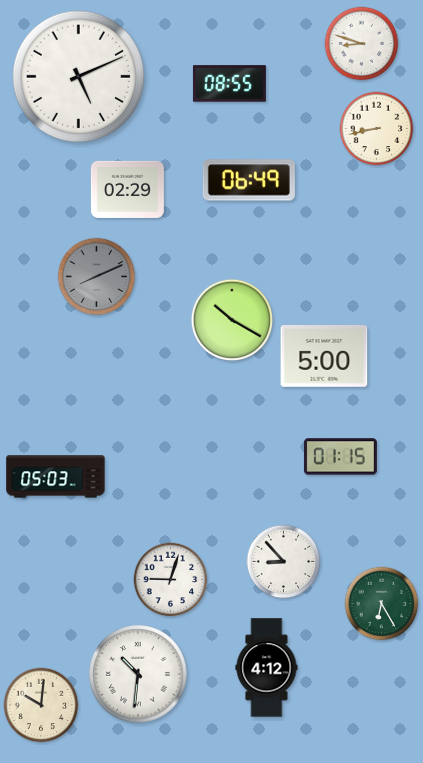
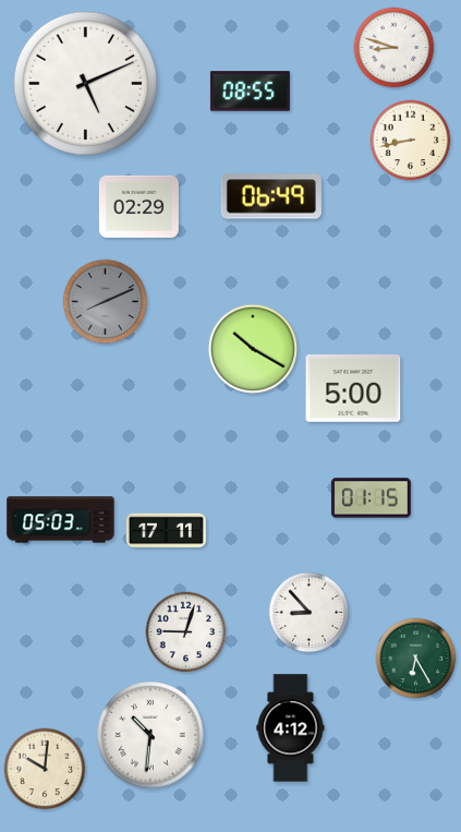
clock at (166, 531): none -> 17:11
